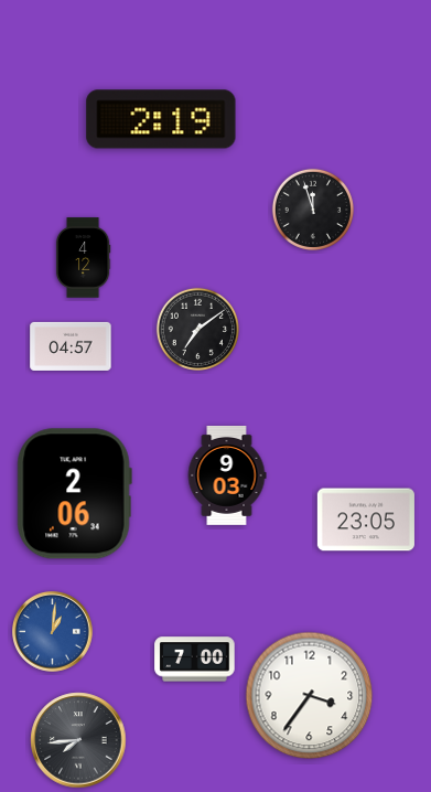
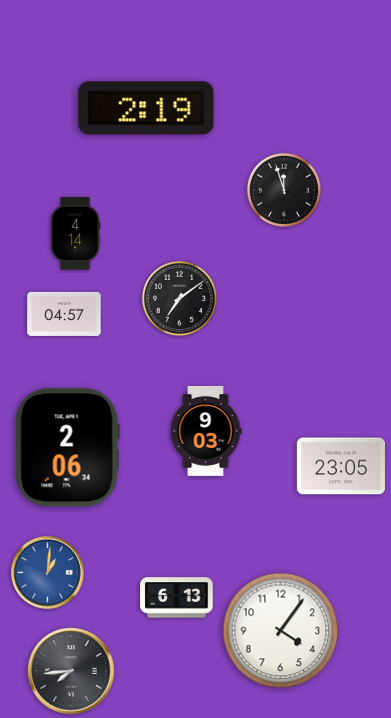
clock at (83, 258): 4:12 -> 4:14
clock at (366, 520) position: (366, 520) -> (341, 466)
clock at (195, 660): 7:00 -> 6:13
clock at (310, 696): 3:36 -> 4:06
